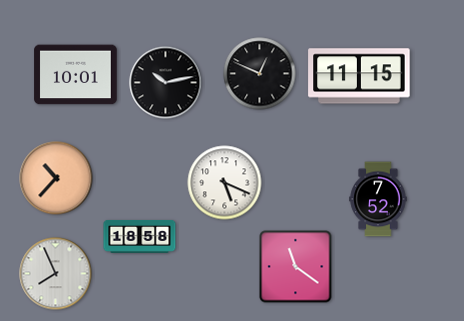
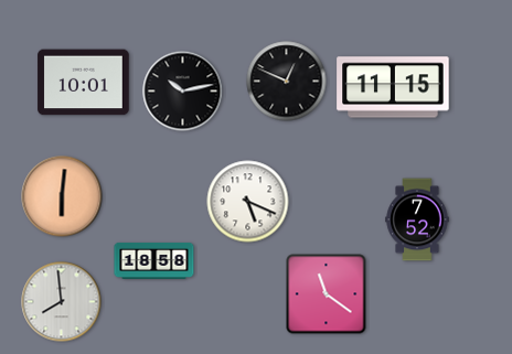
clock at (359, 76) position: (359, 76) -> (393, 87)
clock at (56, 178): 10:37 -> 6:01
clock at (56, 274): 7:56 -> 7:59
